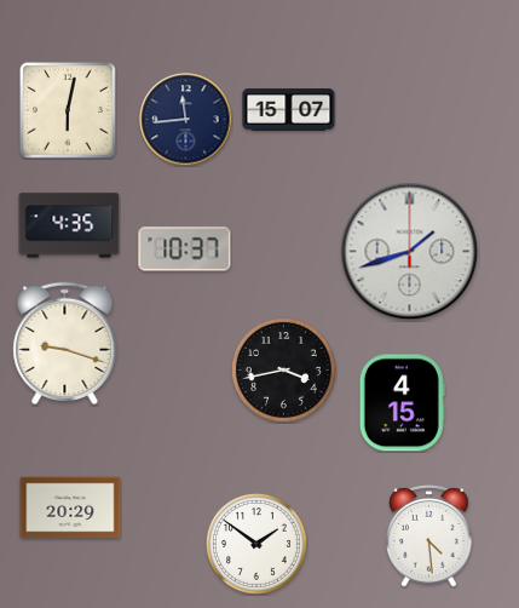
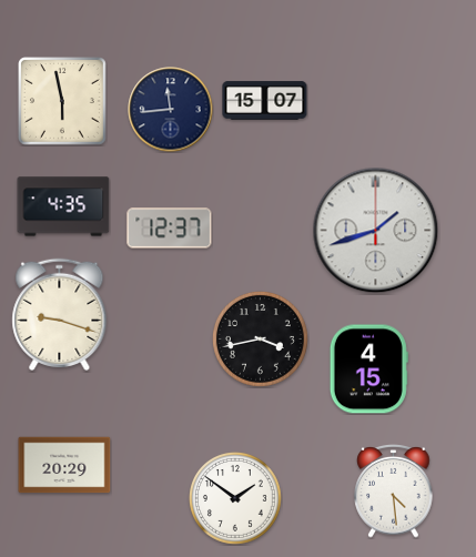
clock at (69, 111): 6:02 -> 5:58
clock at (185, 249): 10:37 -> 12:37
